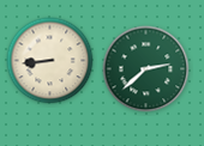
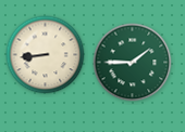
clock at (146, 69): 2:38 -> 1:45
